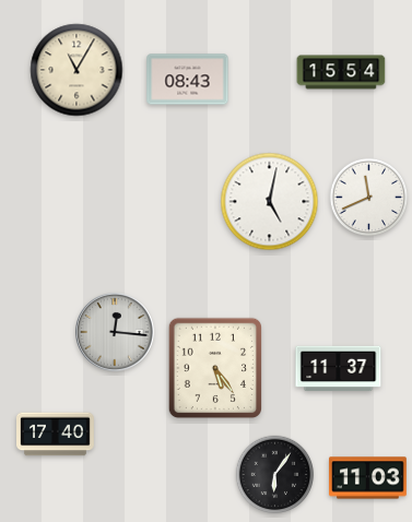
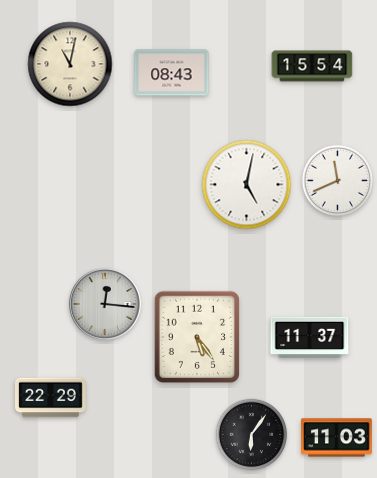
clock at (76, 70): 11:05 -> 11:02
clock at (56, 435): 17:40 -> 22:29
